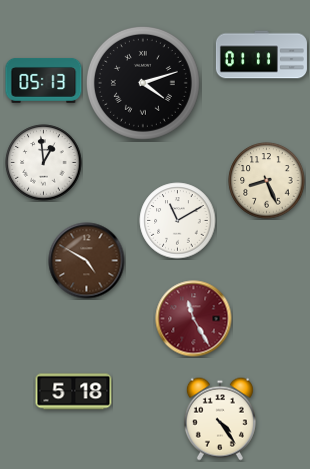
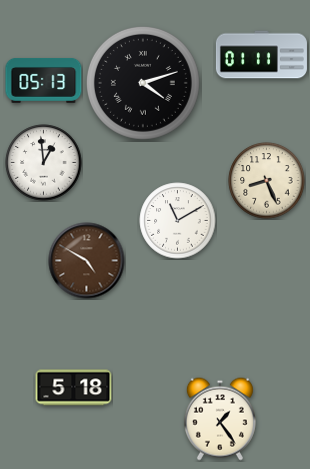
clock at (194, 319): 11:25 -> none
clock at (74, 392) position: (74, 392) -> (74, 388)
clock at (220, 419): 4:24 -> 1:24
